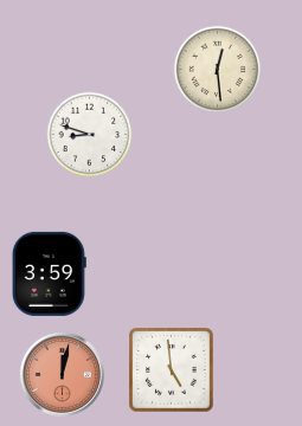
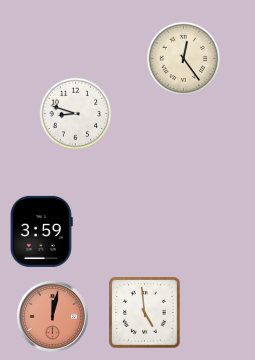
clock at (218, 70): 12:29 -> 12:24
